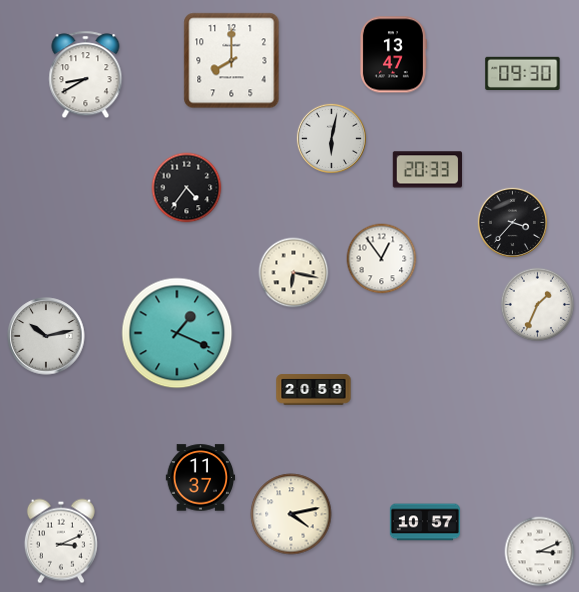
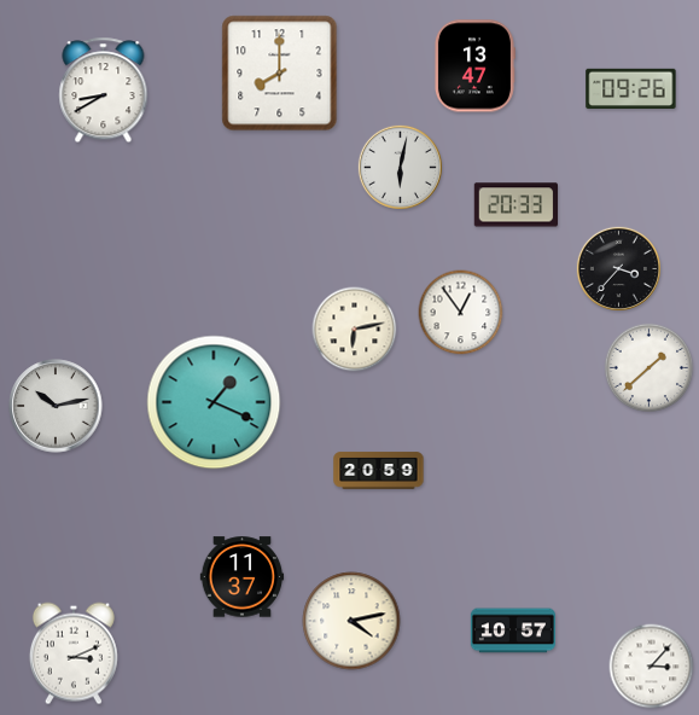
clock at (523, 74): 09:30 -> 09:26
clock at (187, 188): 4:36 -> none
clock at (294, 273): 6:17 -> 6:13
clock at (538, 305): 1:34 -> 1:38
clock at (540, 552): 3:11 -> 3:07
